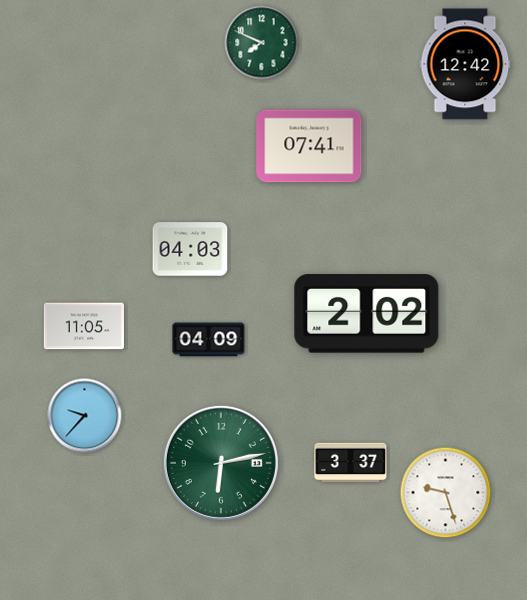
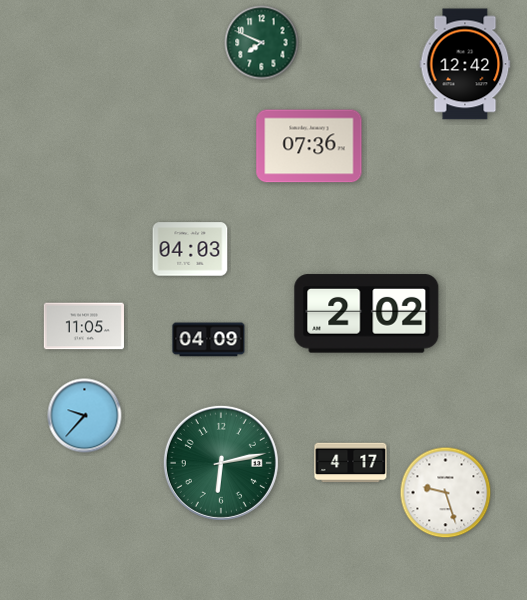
clock at (309, 146): 07:41 -> 07:36
clock at (351, 463): 3:37 -> 4:17
